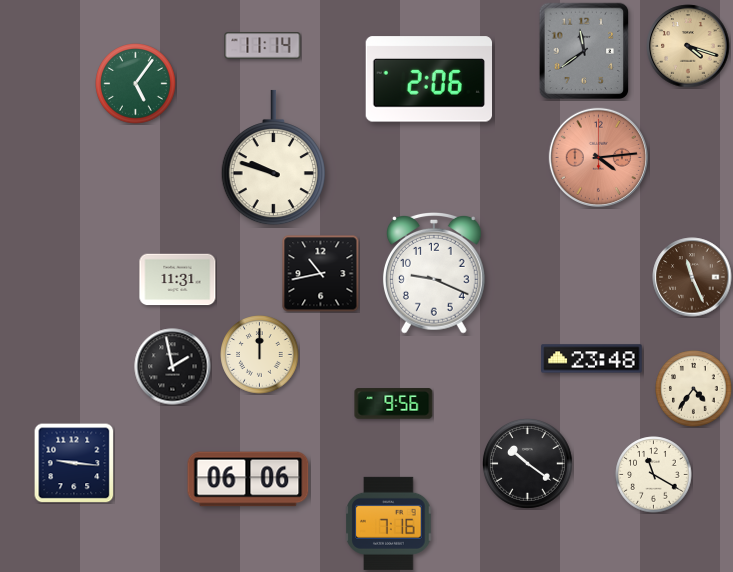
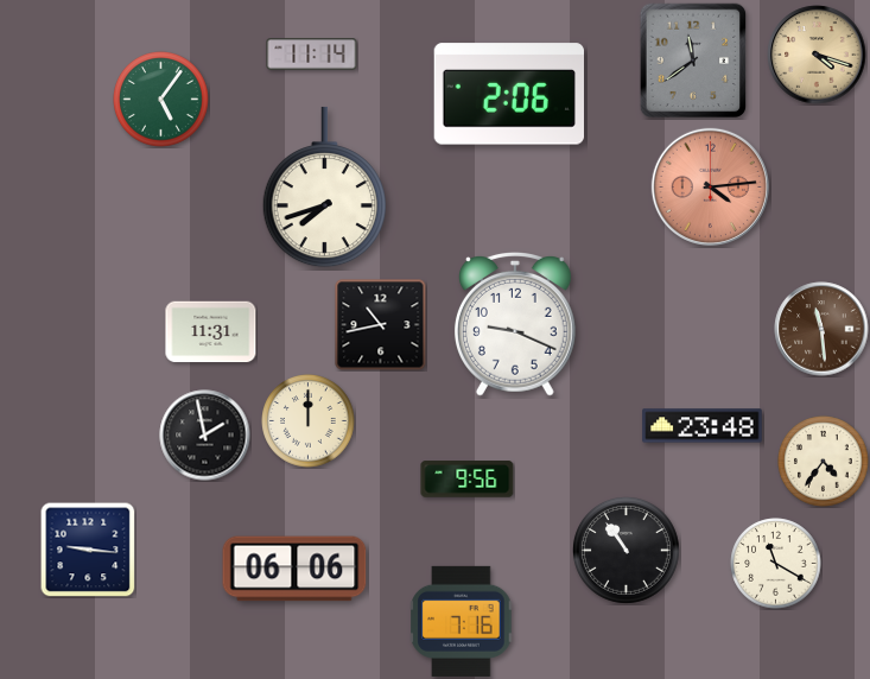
clock at (273, 158): 9:48 -> 7:42
clock at (692, 277): 11:26 -> 11:29
clock at (528, 464): 10:21 -> 10:54
